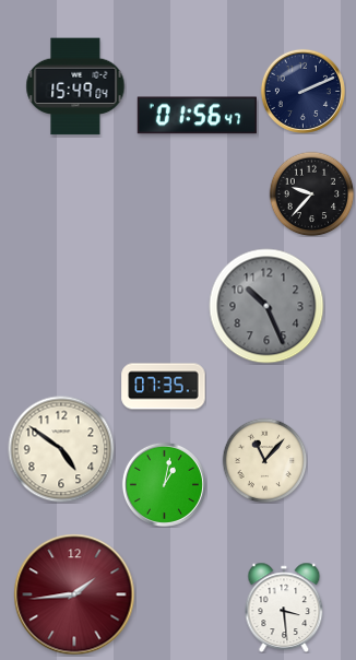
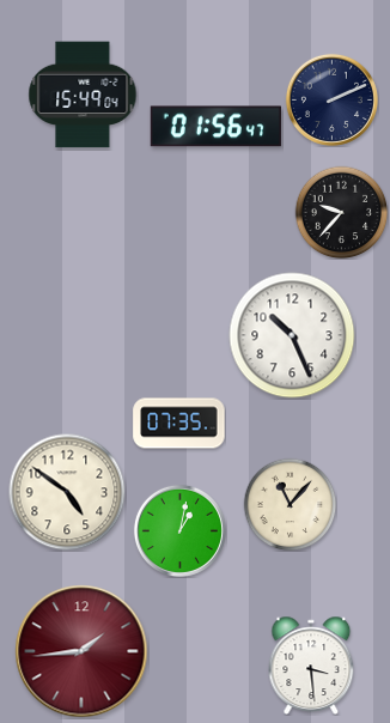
clock at (266, 306) dial: grey -> white
